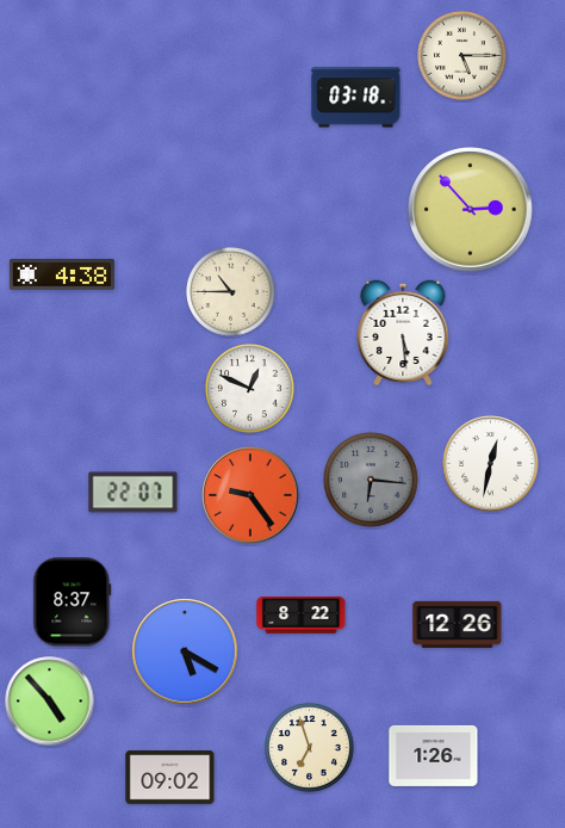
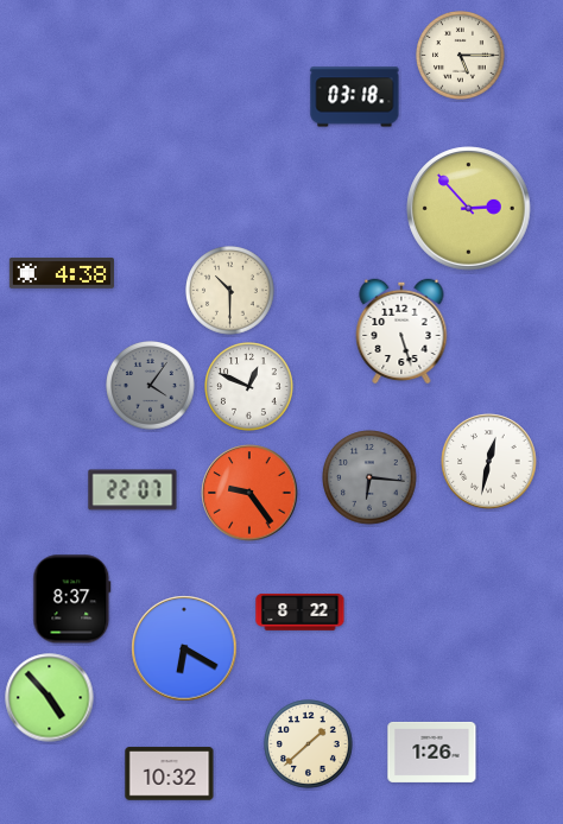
clock at (231, 292): 10:45 -> 10:30
clock at (403, 333): 5:29 -> 5:27
clock at (151, 386): none -> 4:06
clock at (458, 624): 12:26 -> none
clock at (185, 651): 5:20 -> 6:20
clock at (310, 748): 6:57 -> 1:38
clock at (170, 778): 09:02 -> 10:32
